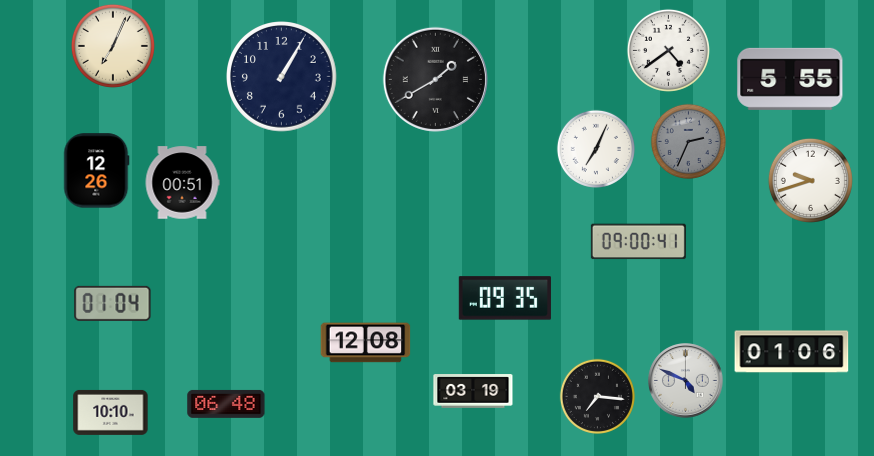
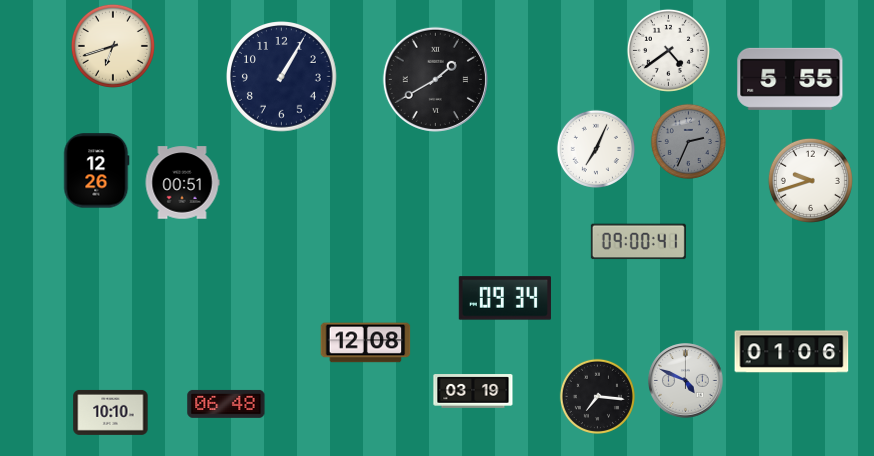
clock at (113, 46): 7:04 -> 6:42
clock at (505, 298): 09:35 -> 09:34
clock at (113, 303): 01:04 -> none
